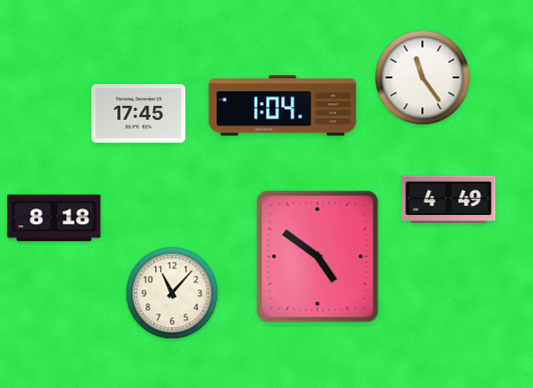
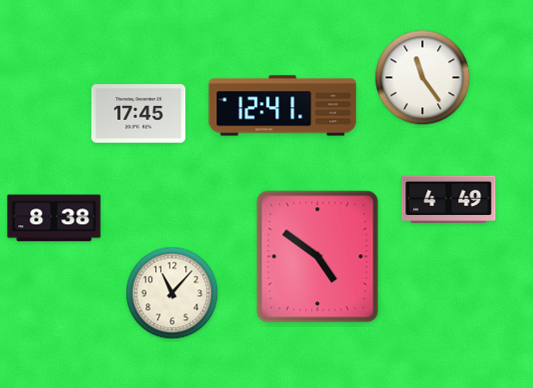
clock at (283, 106): 1:04 -> 12:41
clock at (54, 218): 8:18 -> 8:38
